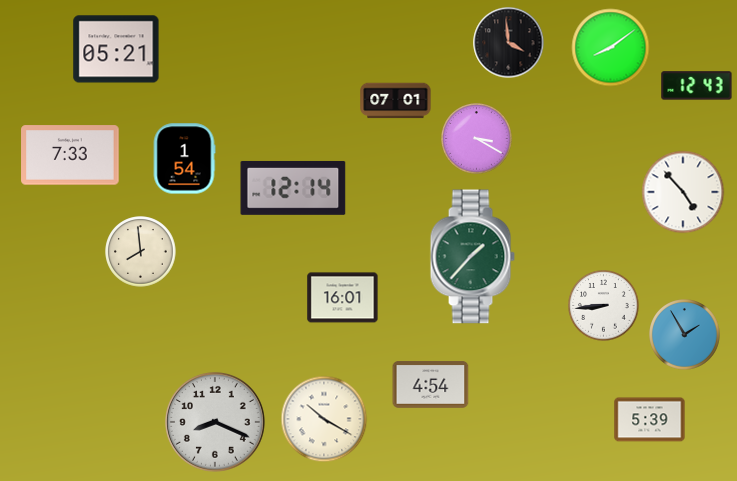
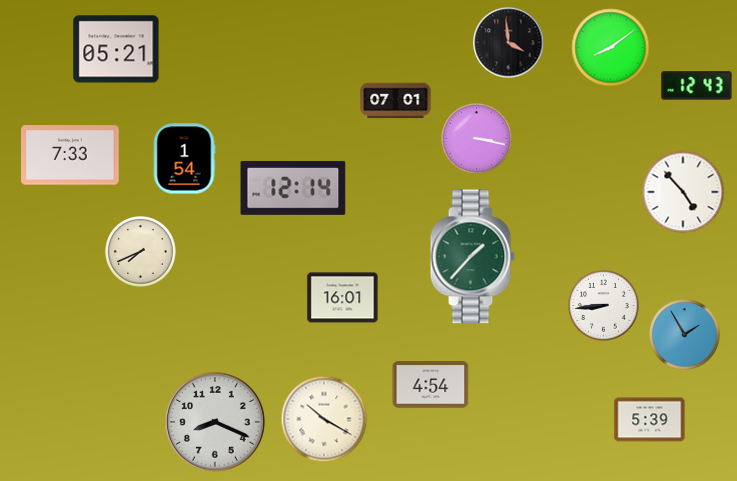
clock at (477, 139): 3:20 -> 3:17
clock at (141, 252): 7:59 -> 7:41
